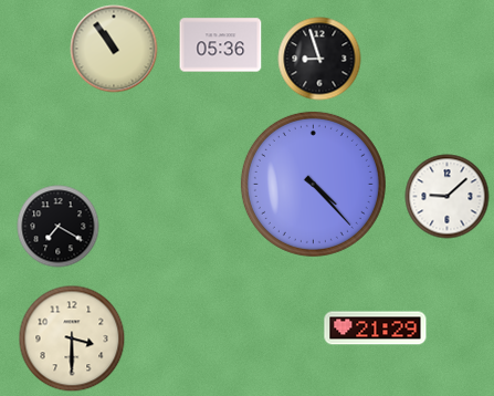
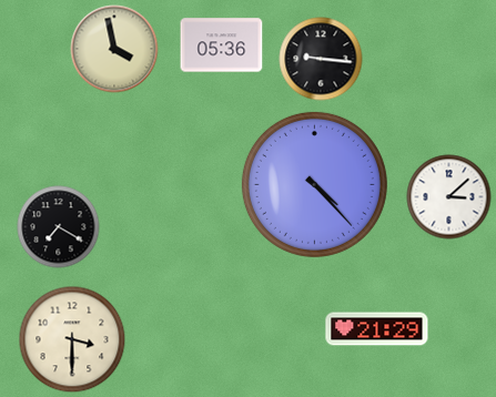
clock at (114, 49): 10:54 -> 3:58
clock at (319, 59): 8:57 -> 9:16
clock at (448, 197): 9:08 -> 3:08
